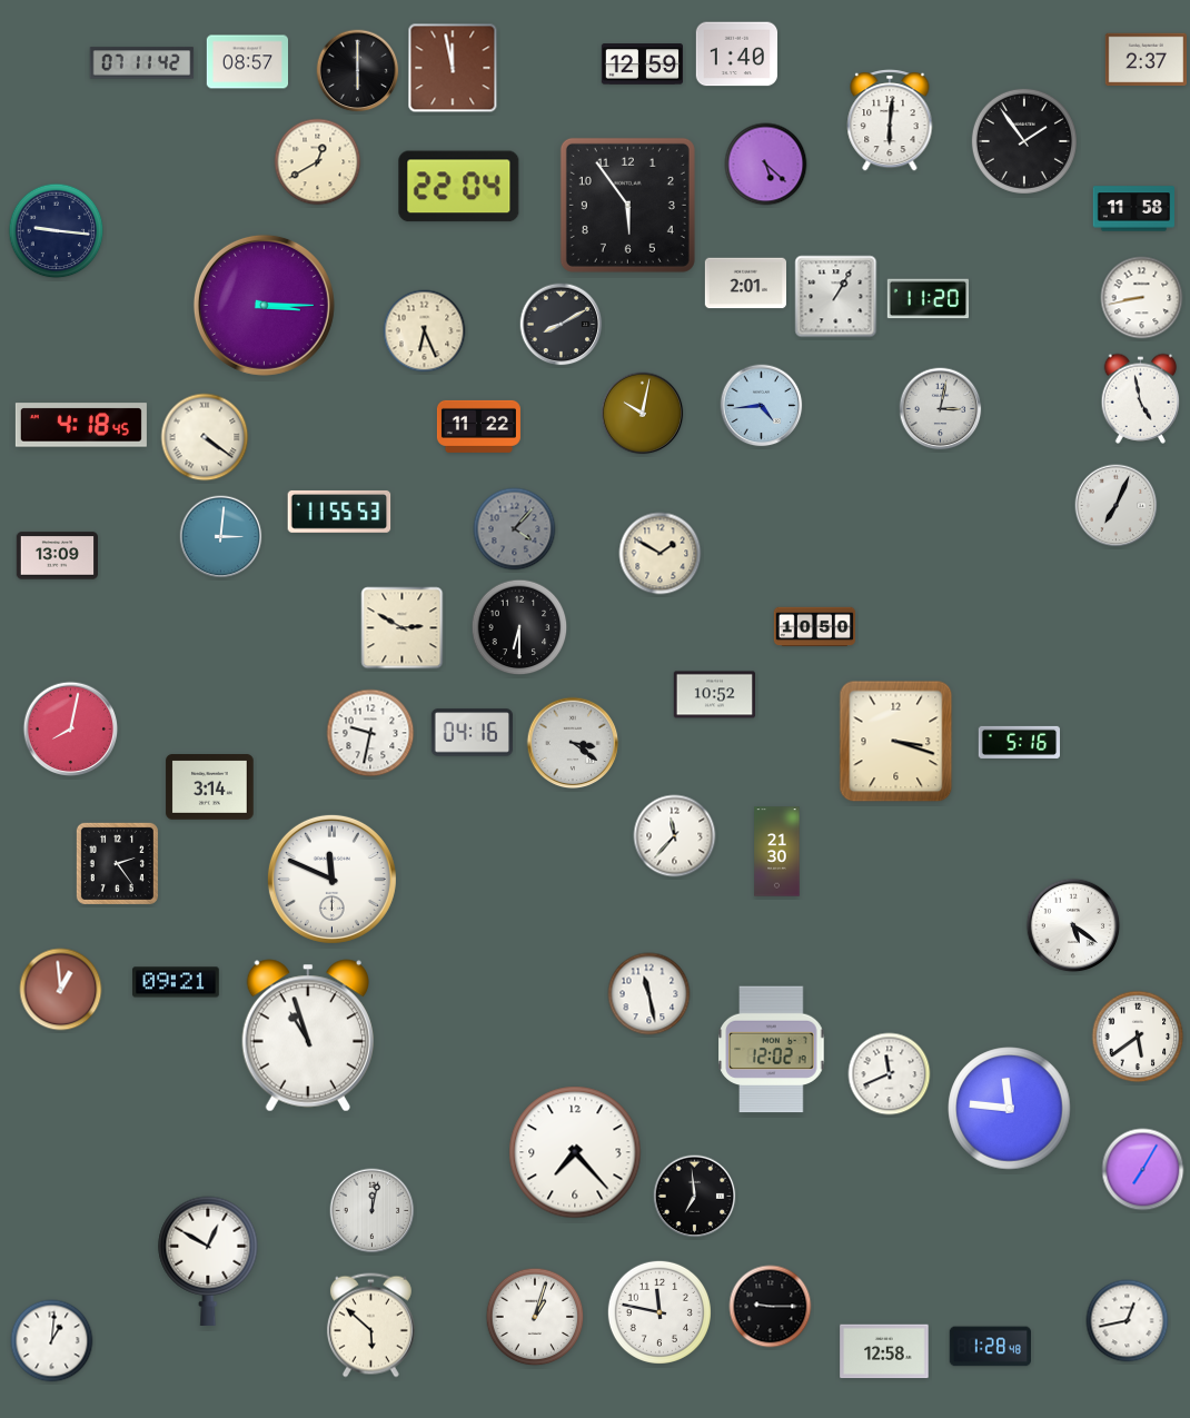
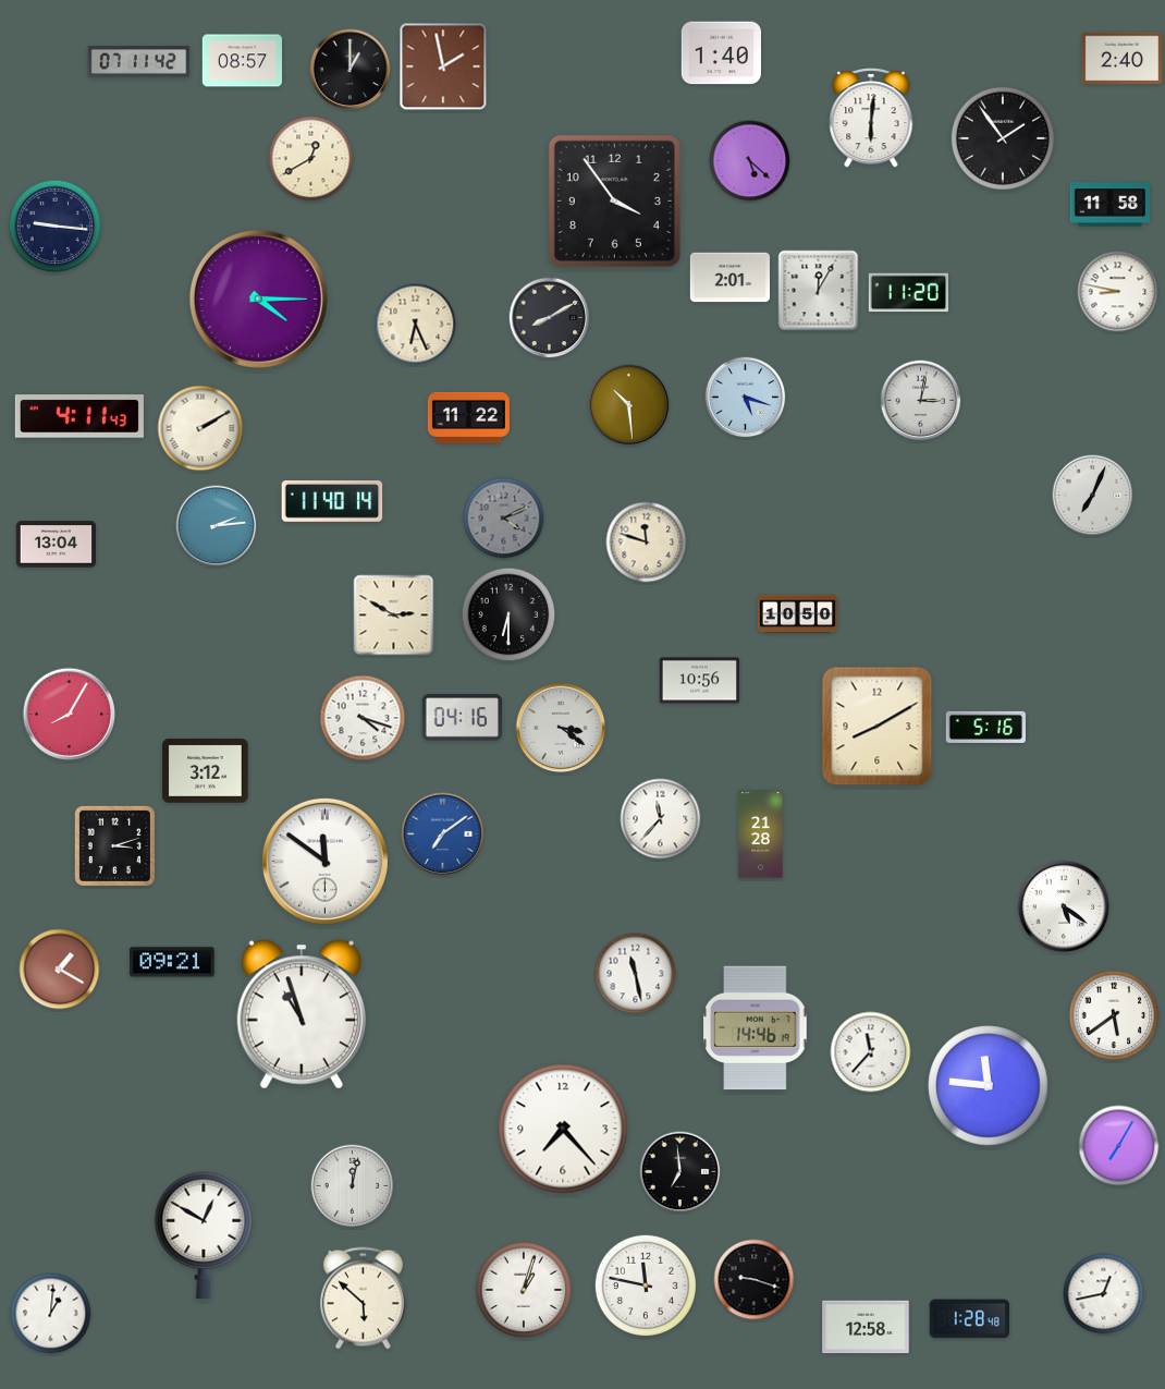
clock at (1146, 60): 2:37 -> 2:40
clock at (643, 65): 12:59 -> none
clock at (453, 68): 11:58 -> 1:58
clock at (358, 71): 6:00 -> 1:00
clock at (459, 187): 22:04 -> none
clock at (627, 205): 5:54 -> 3:54
clock at (836, 297): 1:05 -> 12:05
clock at (1142, 298): 8:43 -> 8:47
clock at (264, 305): 3:15 -> 4:15
clock at (1141, 398): 4:58 -> none
clock at (762, 406): 4:44 -> 5:18
clock at (643, 414): 10:02 -> 10:29
clock at (81, 425): 4:18 -> 4:11
clock at (205, 437): 4:21 -> 2:10
clock at (339, 512): 11:55 -> 11:40
clock at (515, 529): 4:07 -> 4:11
clock at (221, 537): 3:01 -> 2:14
clock at (661, 554): 1:50 -> 11:48
clock at (57, 556): 13:09 -> 13:04
clock at (714, 695): 10:52 -> 10:56
clock at (71, 730): 8:02 -> 8:05
clock at (370, 733): 9:32 -> 4:18
clock at (896, 742): 3:18 -> 8:10
clock at (1019, 742) position: (1019, 742) -> (985, 727)
clock at (210, 787): 3:14 -> 3:12
clock at (443, 834): none -> 7:09
clock at (777, 852): 21:30 -> 21:28
clock at (117, 863): 2:24 -> 3:12
clock at (331, 879): 11:49 -> 11:51
clock at (1073, 925) position: (1073, 925) -> (1064, 906)
clock at (61, 990): 12:59 -> 1:20
clock at (772, 1050): 12:02 -> 14:46
clock at (890, 1074): 11:41 -> 11:37
clock at (373, 1211) position: (373, 1211) -> (353, 1186)
clock at (771, 1307): 9:15 -> 9:18
clock at (884, 1351) position: (884, 1351) -> (866, 1327)
